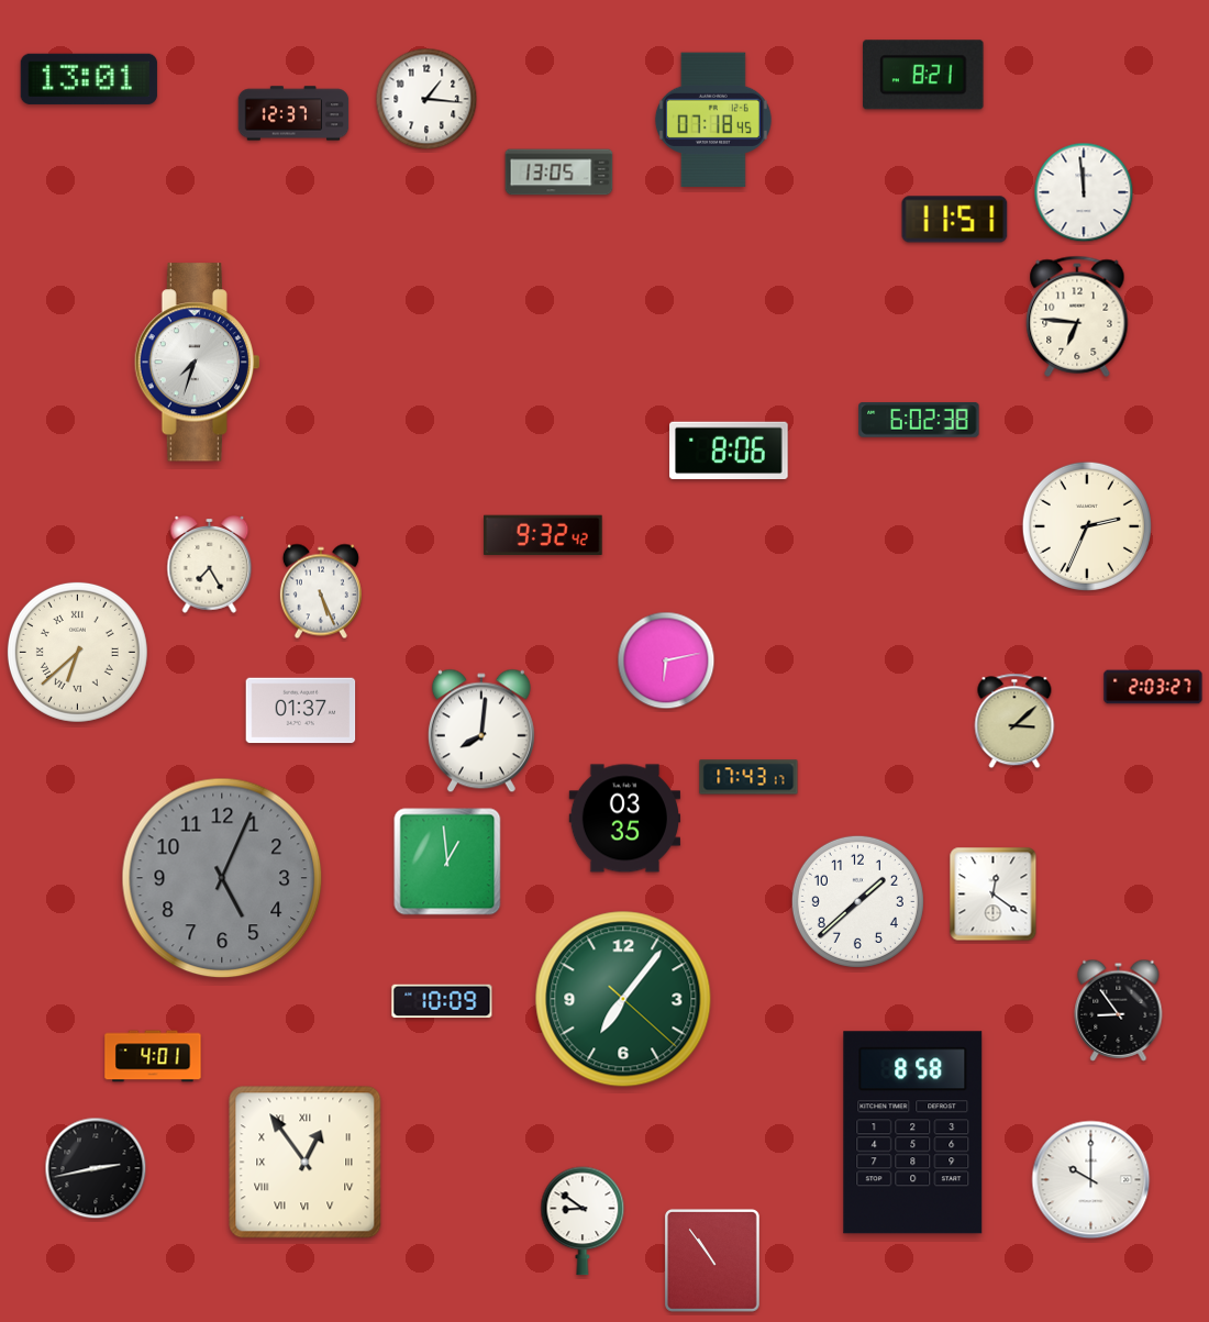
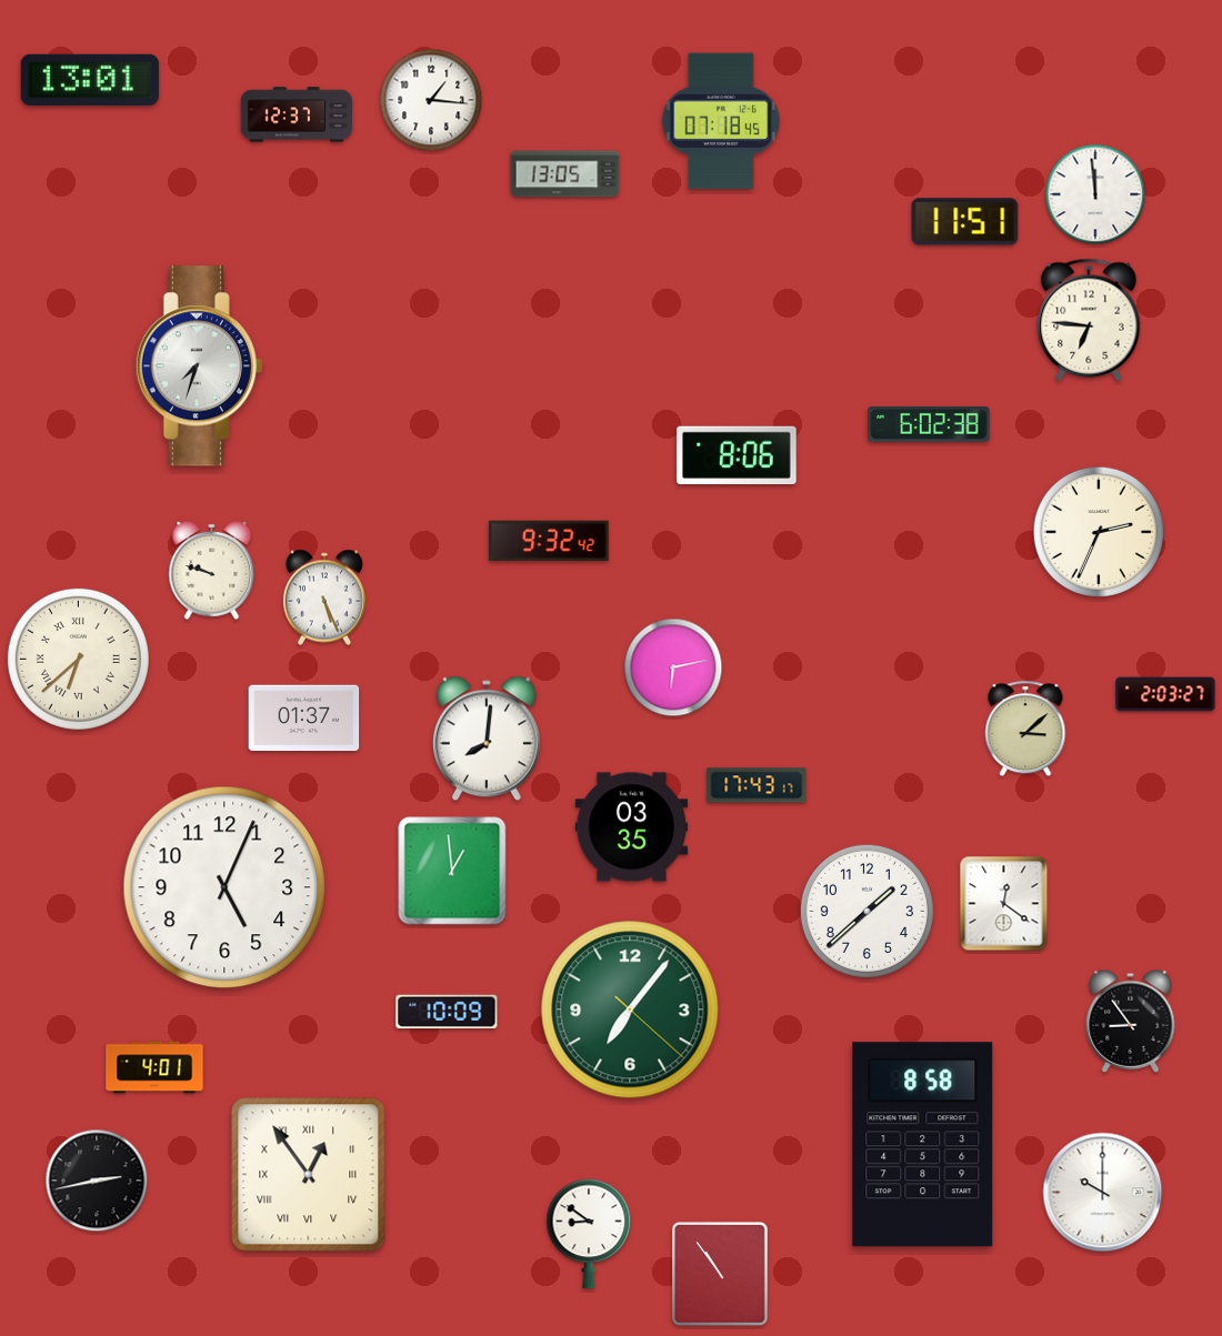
clock at (923, 75): 8:21 -> none
clock at (210, 565): 7:25 -> 9:48
clock at (222, 878) dial: grey -> white
